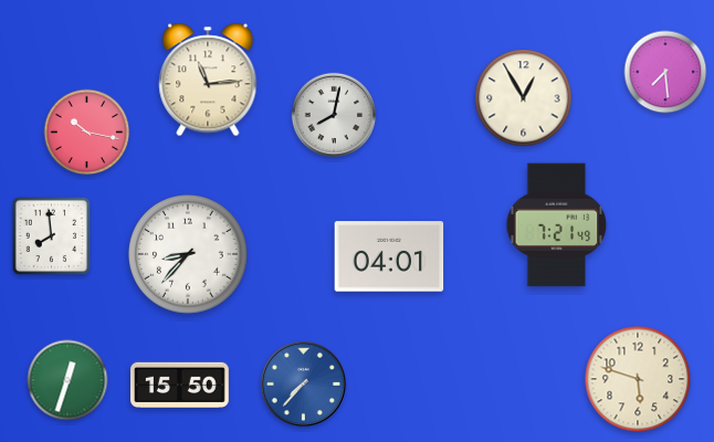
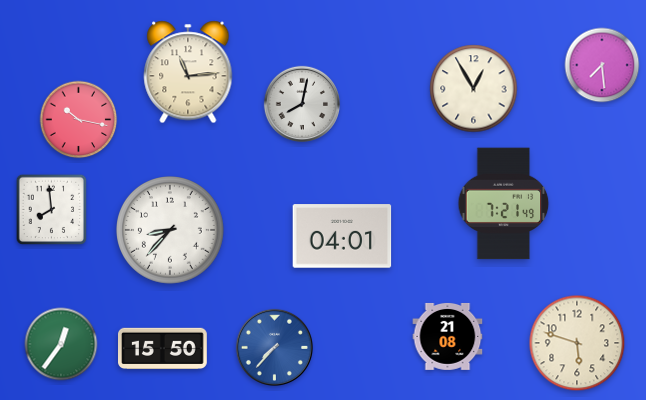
clock at (52, 236) position: (52, 236) -> (52, 210)
clock at (389, 256) position: (389, 256) -> (342, 236)
clock at (448, 336): none -> 21:08
clock at (67, 380): 12:33 -> 12:36
